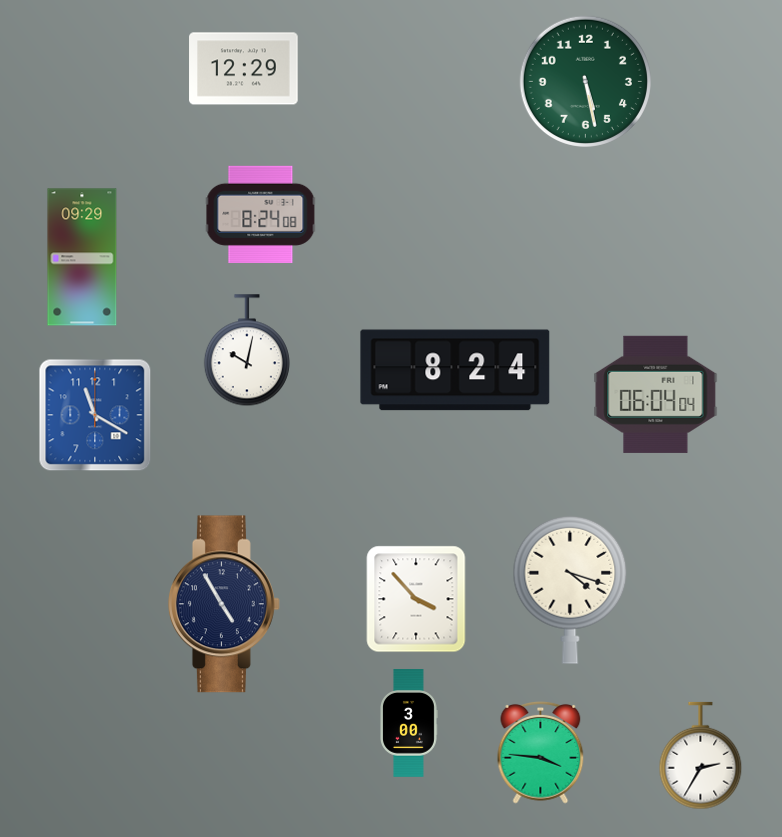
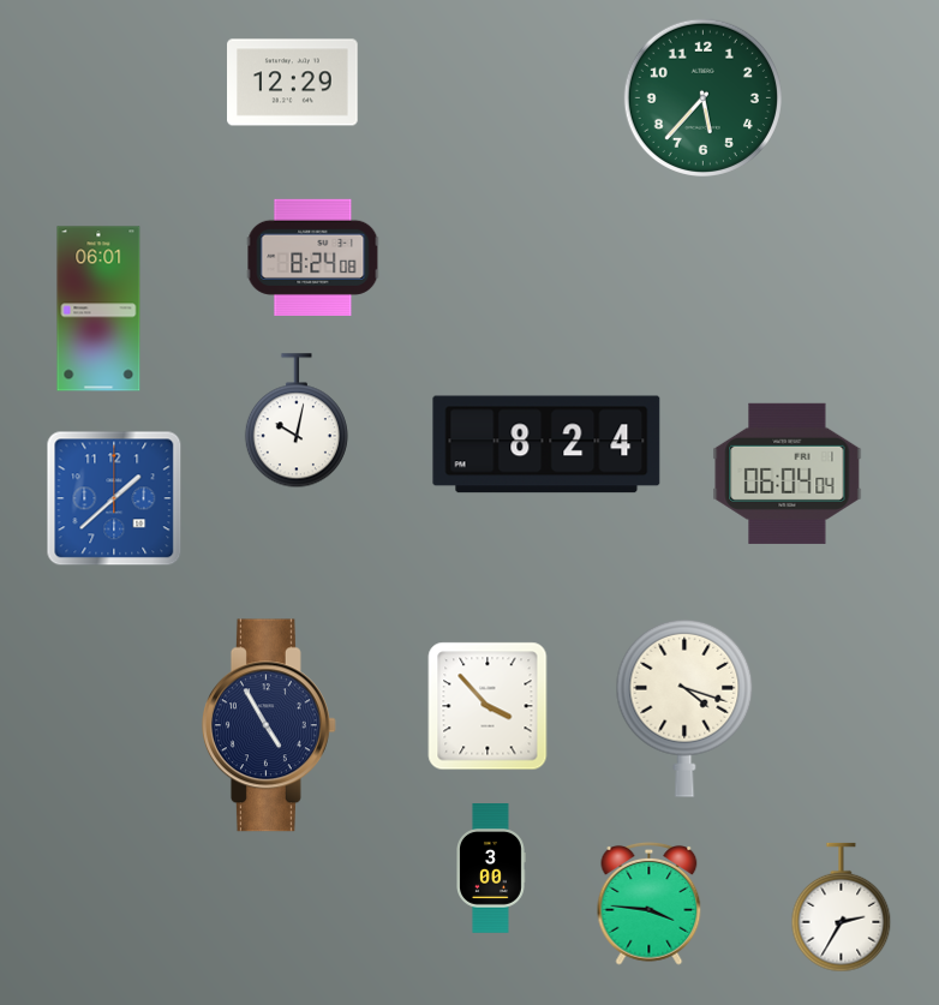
clock at (585, 81): 5:28 -> 5:37
clock at (82, 257): 09:29 -> 06:01
clock at (95, 415): 11:20 -> 1:38
clock at (416, 599) position: (416, 599) -> (488, 706)
